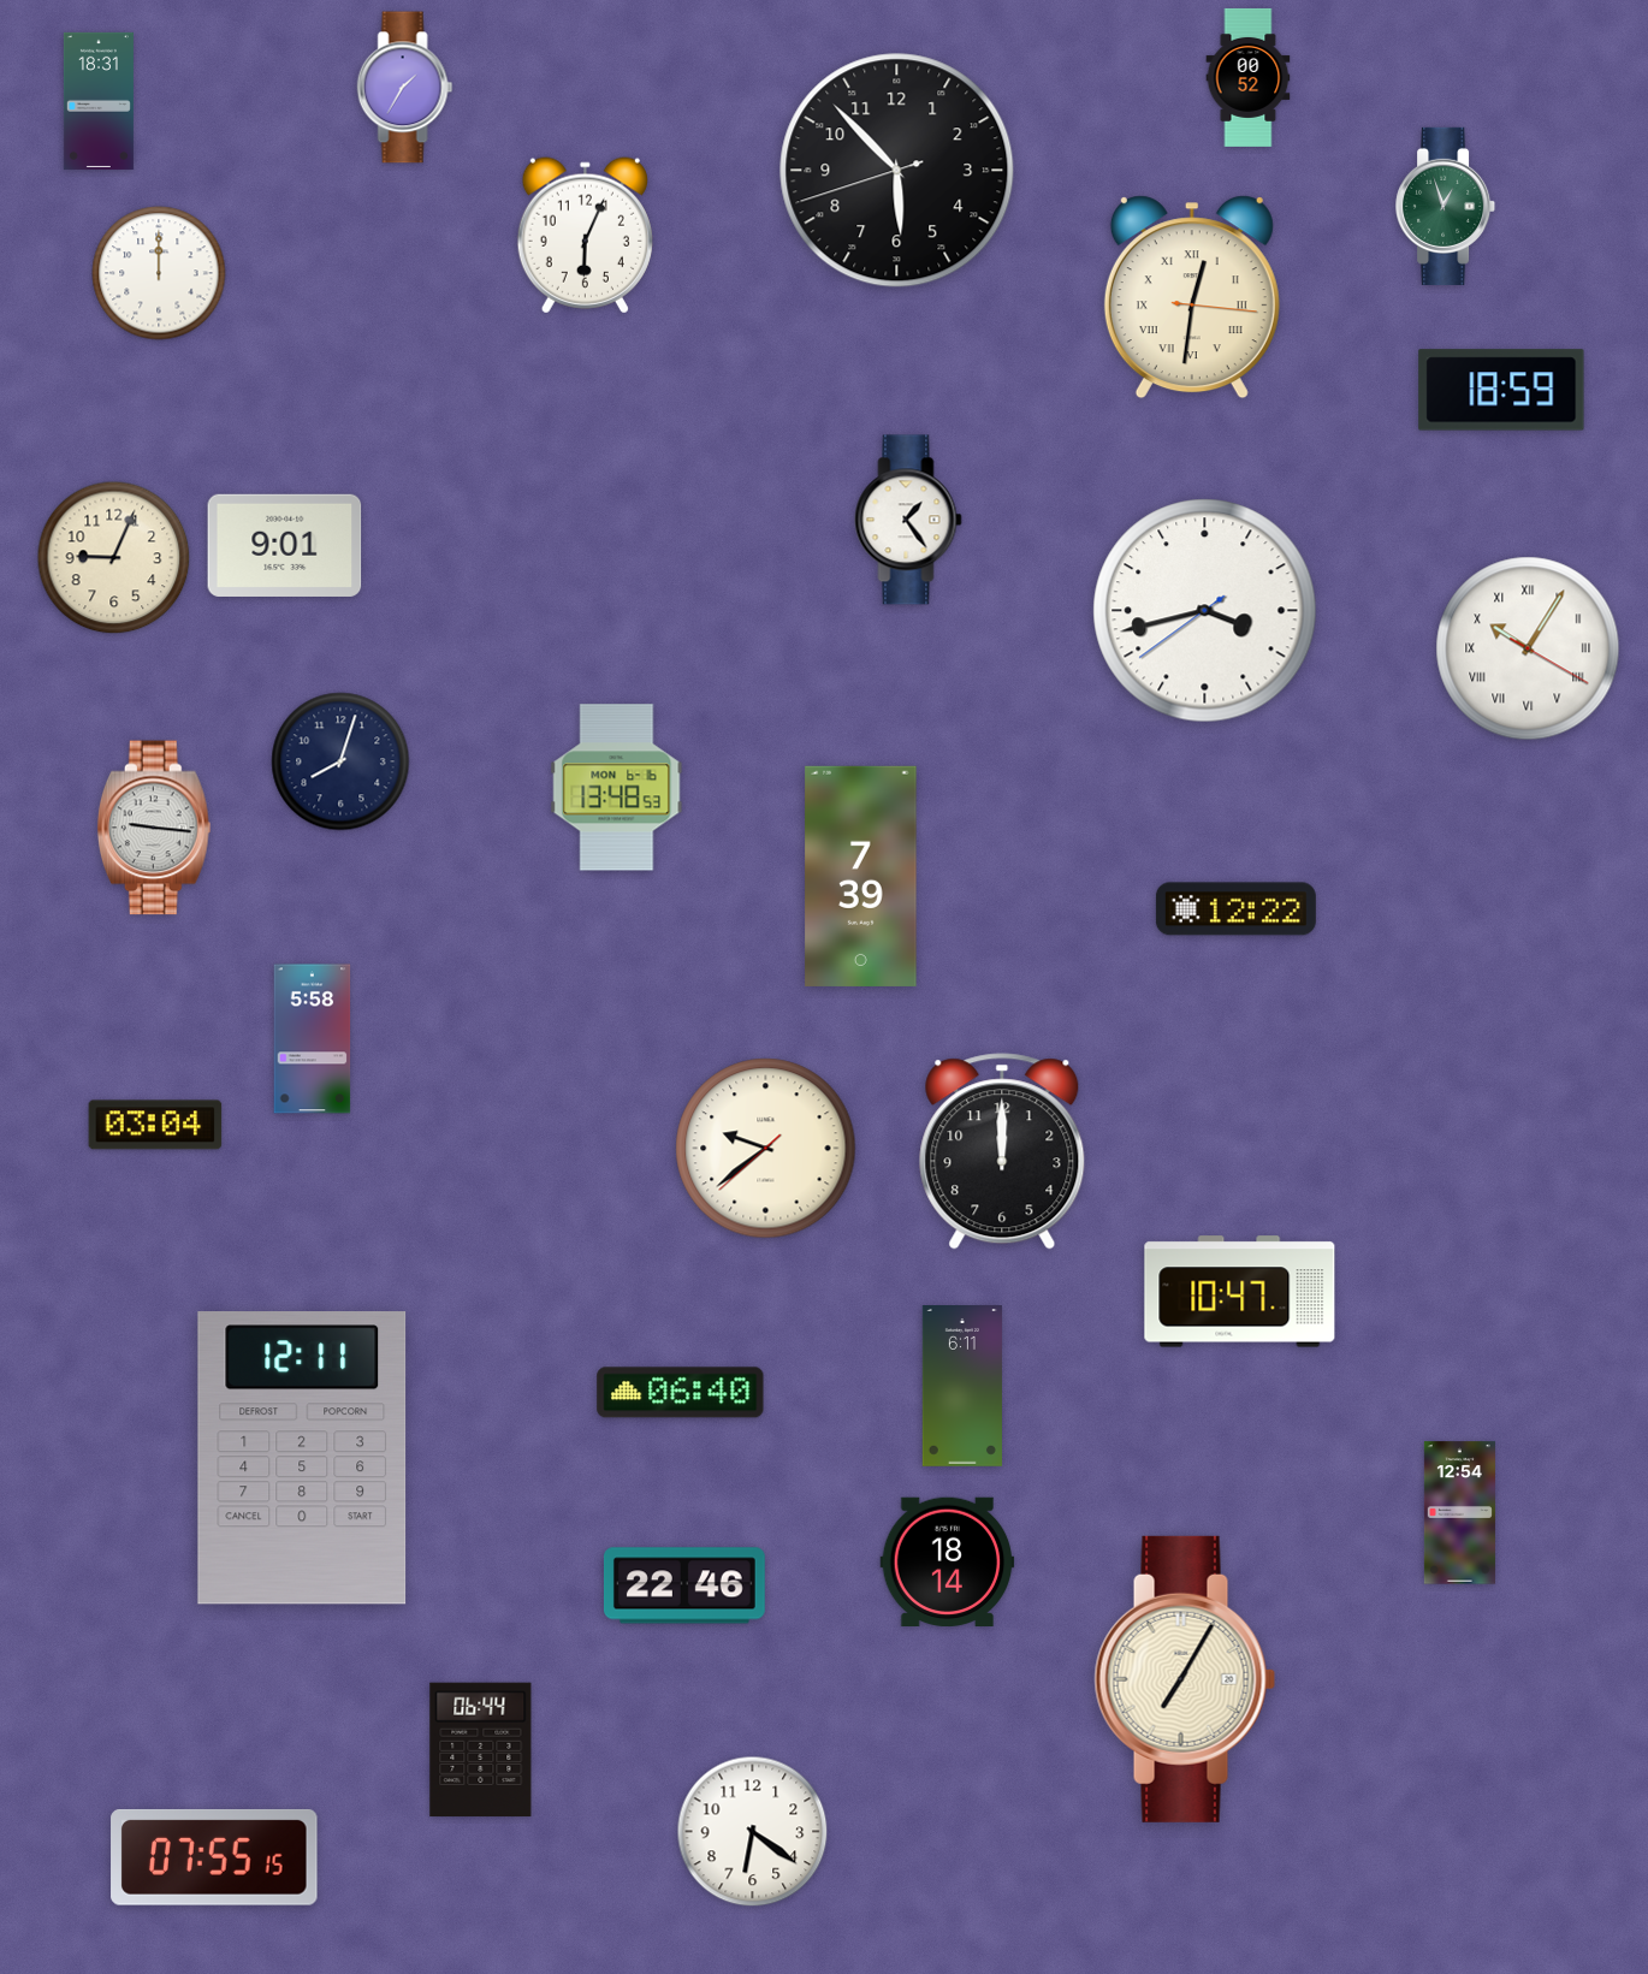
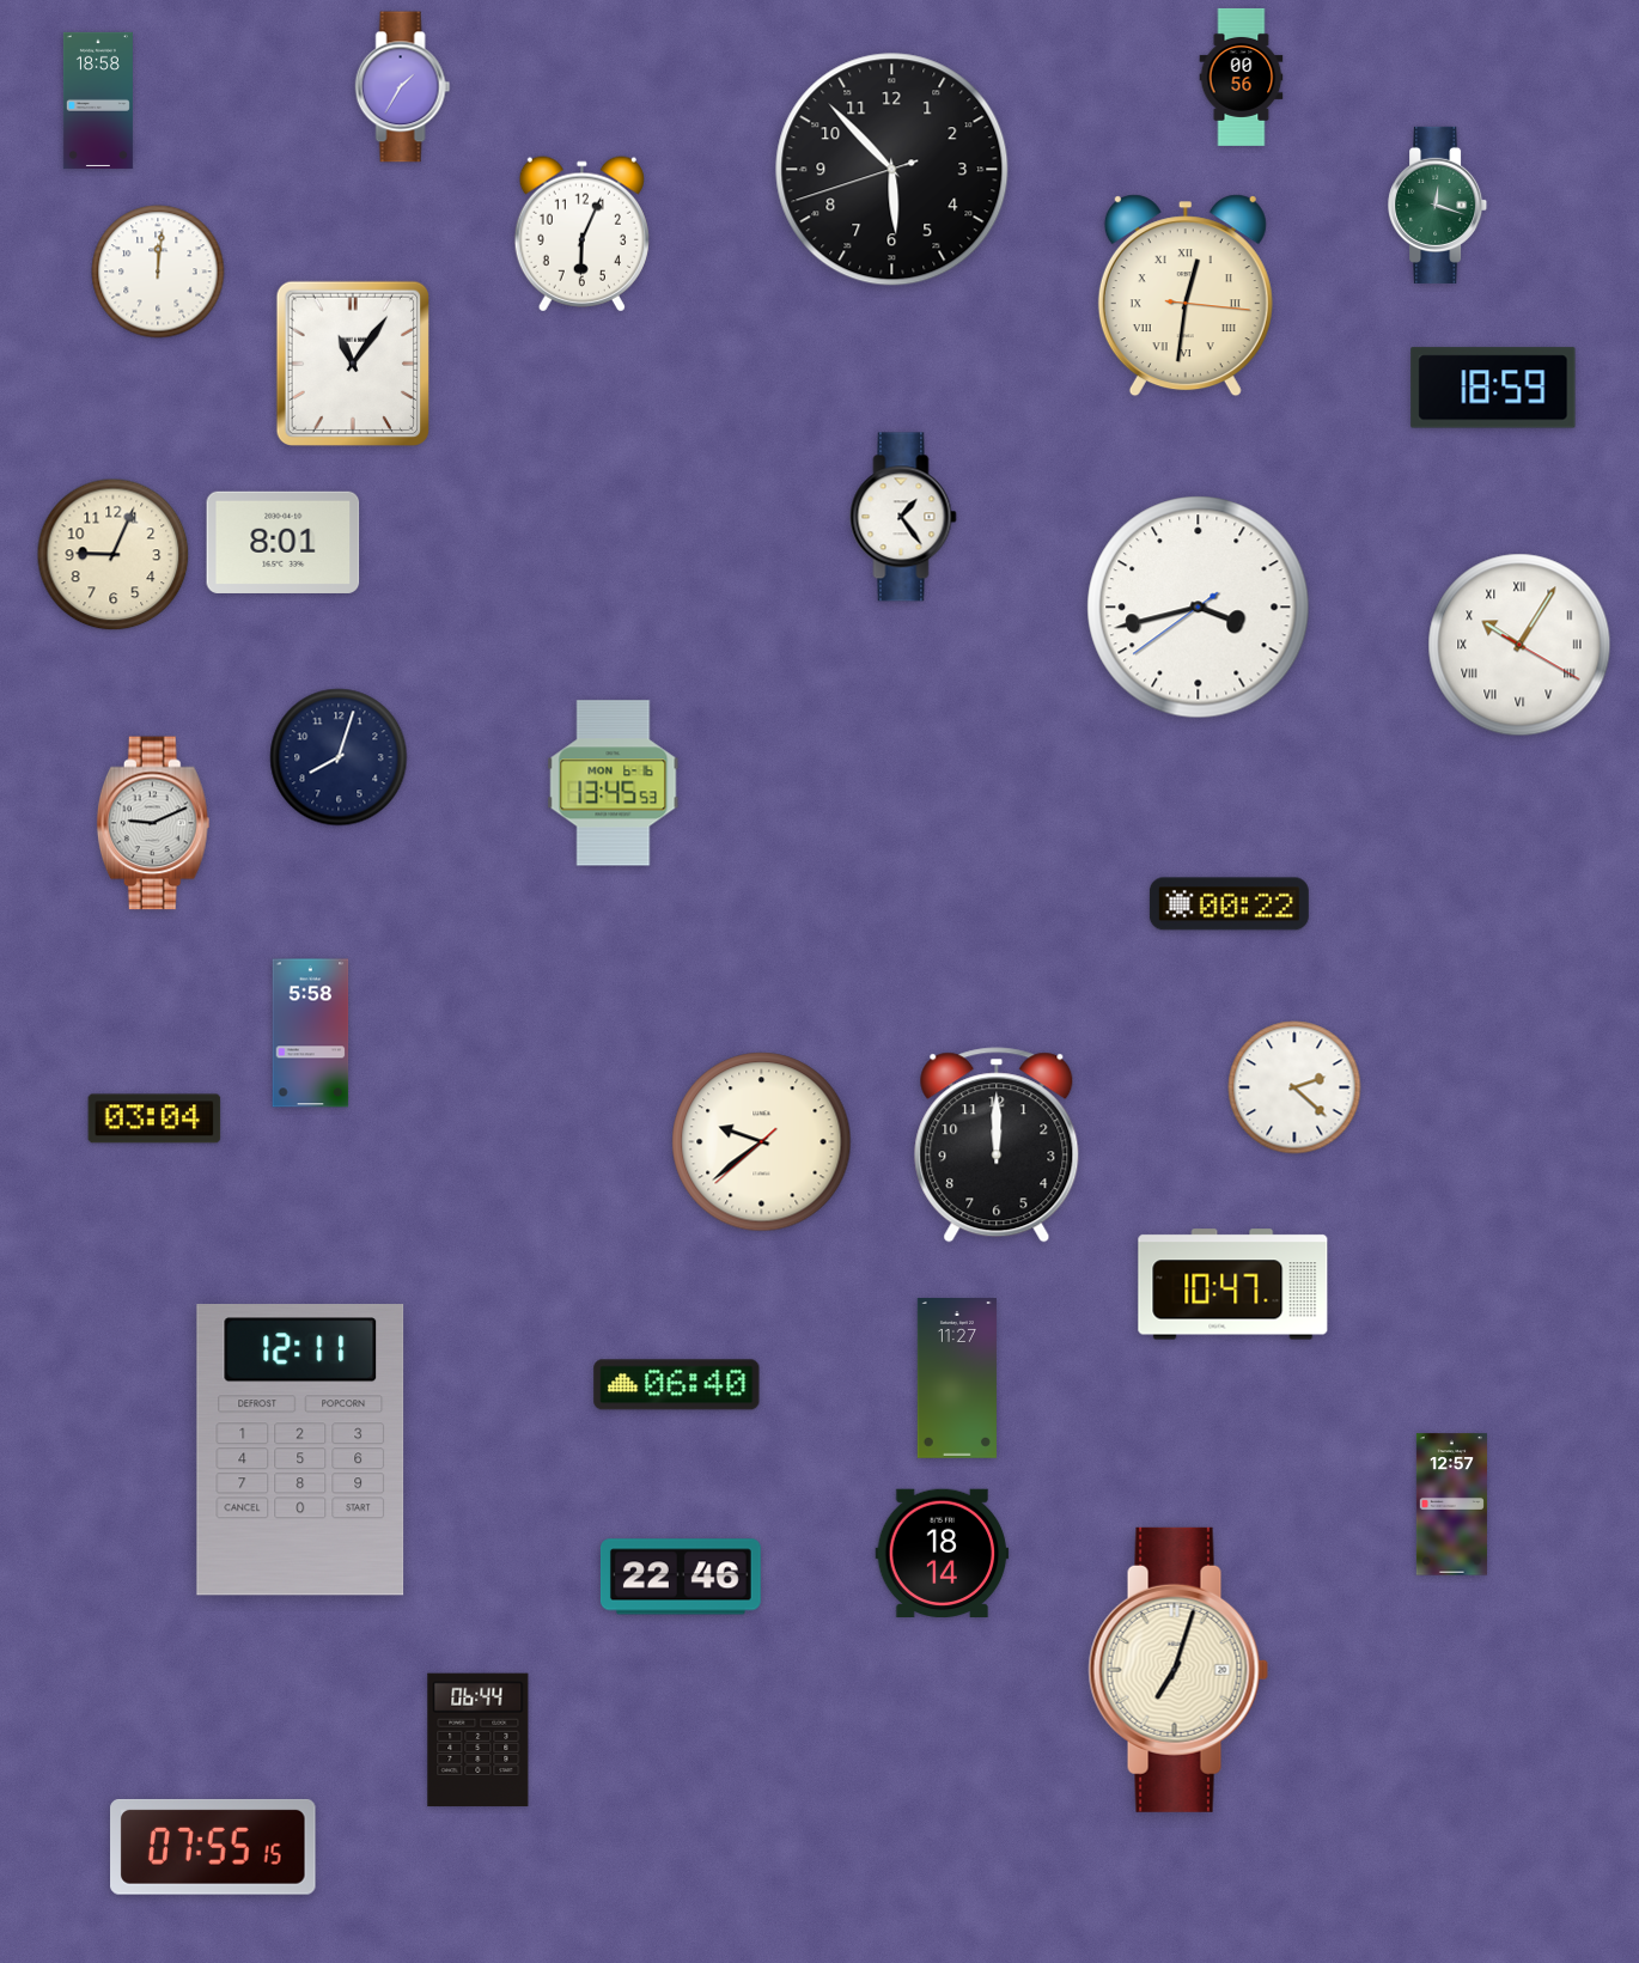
clock at (1249, 77): 00:52 -> 00:56
clock at (99, 101): 18:31 -> 18:58
clock at (1446, 206): 12:57 -> 12:18
clock at (159, 273): 12:00 -> 12:01
clock at (352, 362): none -> 11:06
clock at (285, 545): 9:01 -> 8:01
clock at (617, 788): 13:48 -> 13:45
clock at (154, 828): 9:16 -> 9:11
clock at (861, 876): 7:39 -> none
clock at (1235, 909): 12:22 -> 00:22
clock at (1294, 1087): none -> 2:22
clock at (962, 1387): 6:11 -> 11:27
clock at (1459, 1513): 12:54 -> 12:57
clock at (1185, 1679): 7:05 -> 7:03
clock at (753, 1832): 6:21 -> none
